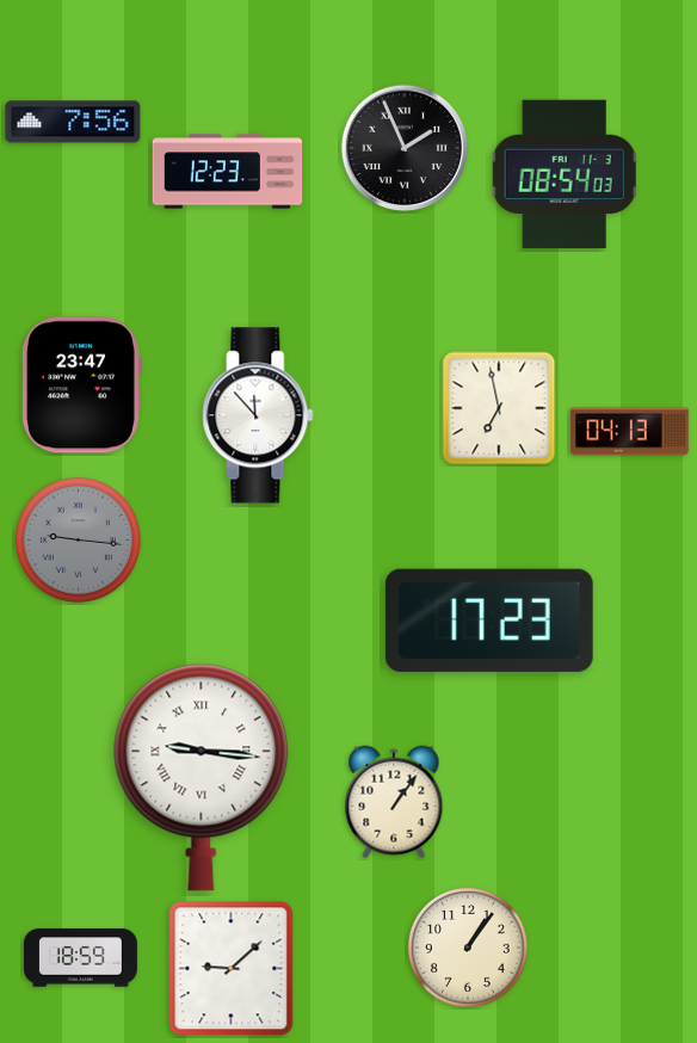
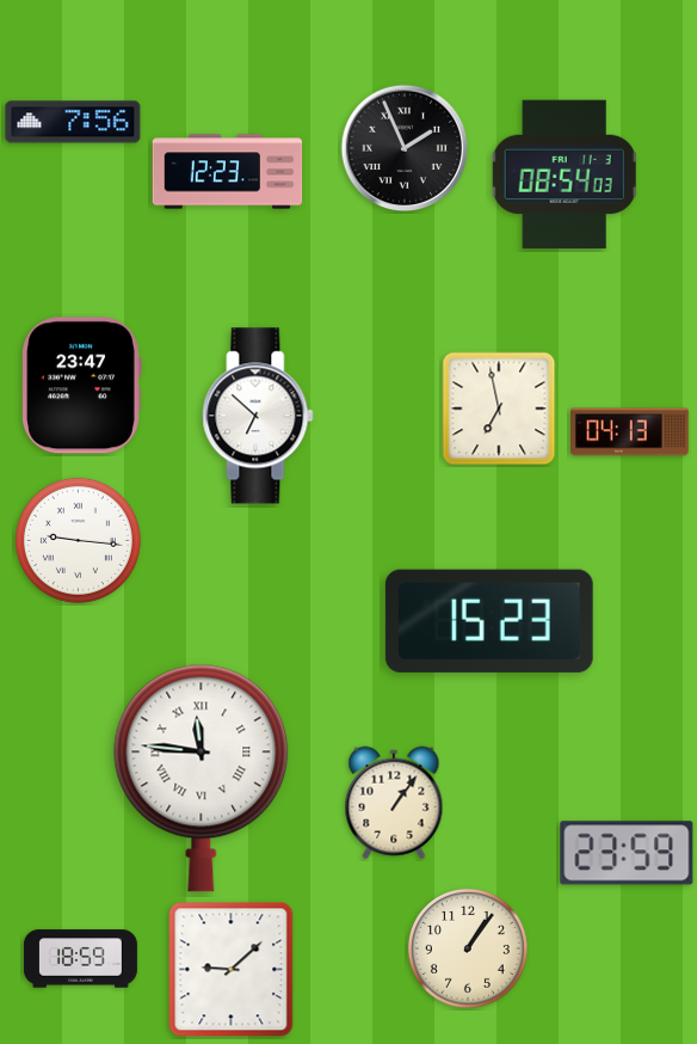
clock at (258, 415): 11:53 -> 6:52
clock at (78, 539) dial: grey -> white
clock at (489, 621): 17:23 -> 15:23
clock at (202, 777): 9:16 -> 11:46
clock at (627, 853): none -> 23:59
